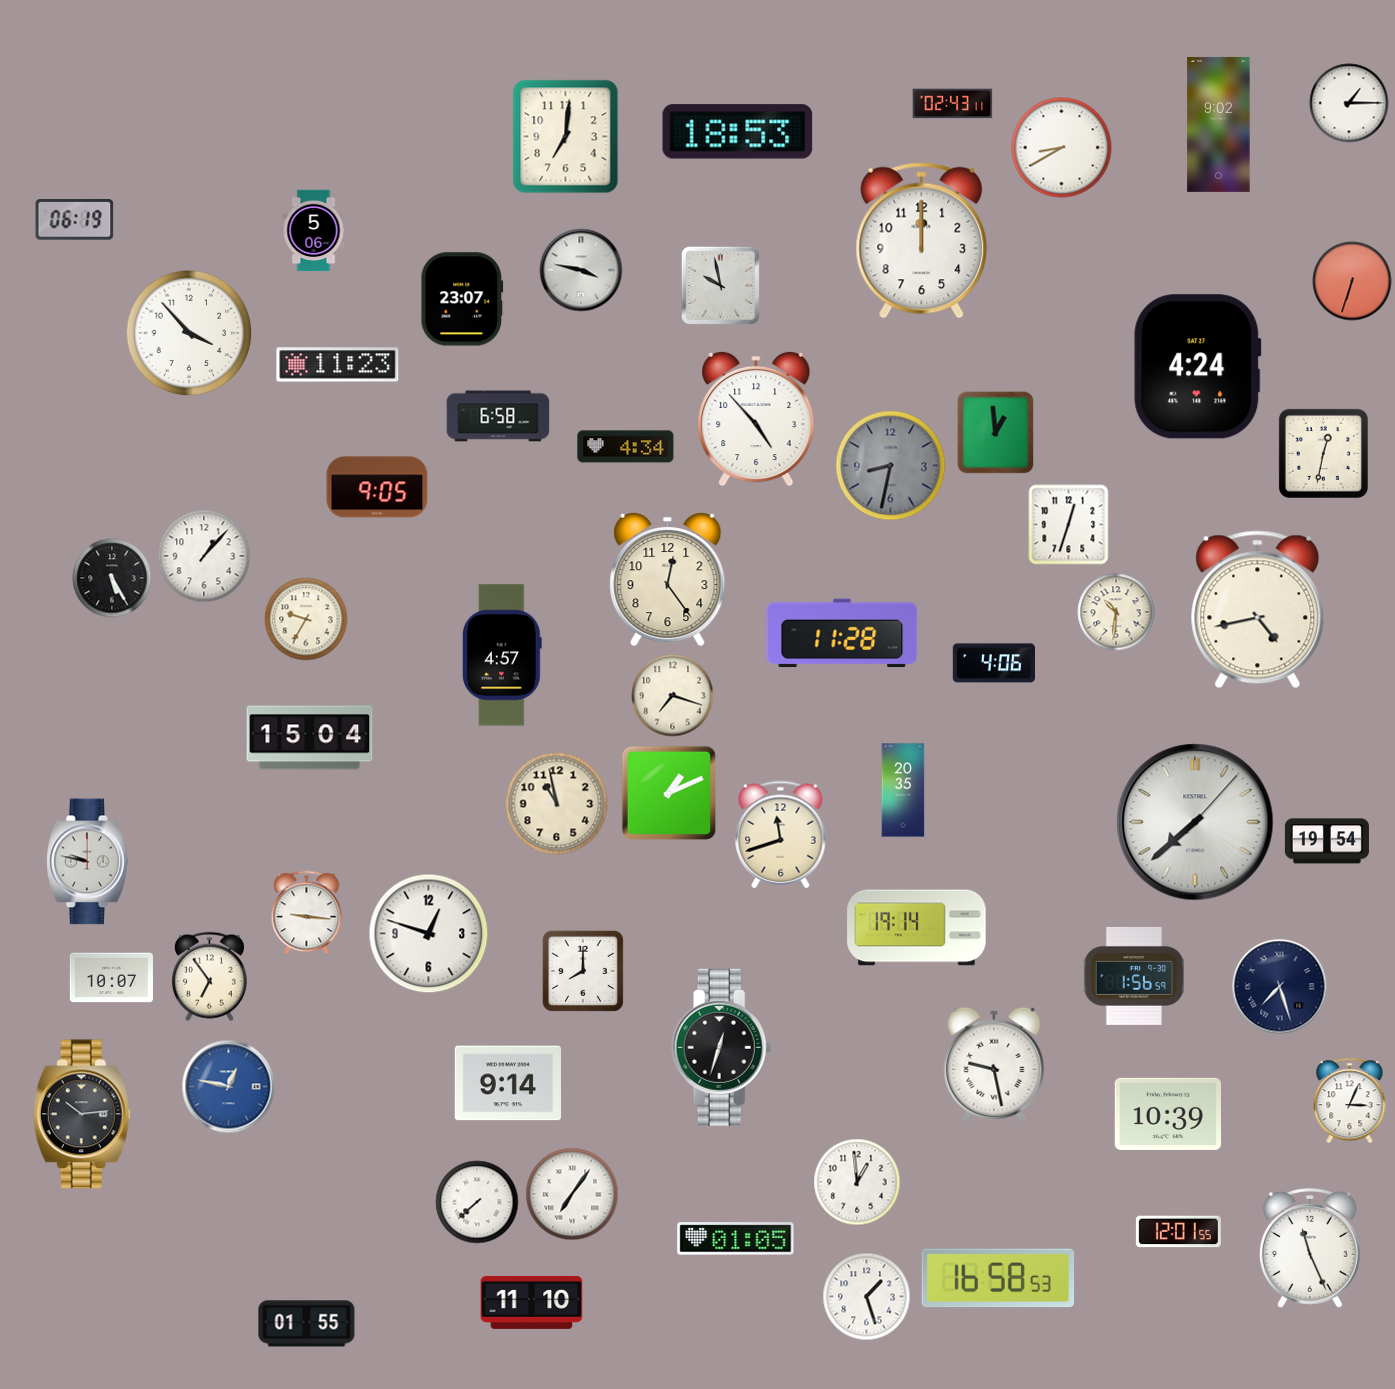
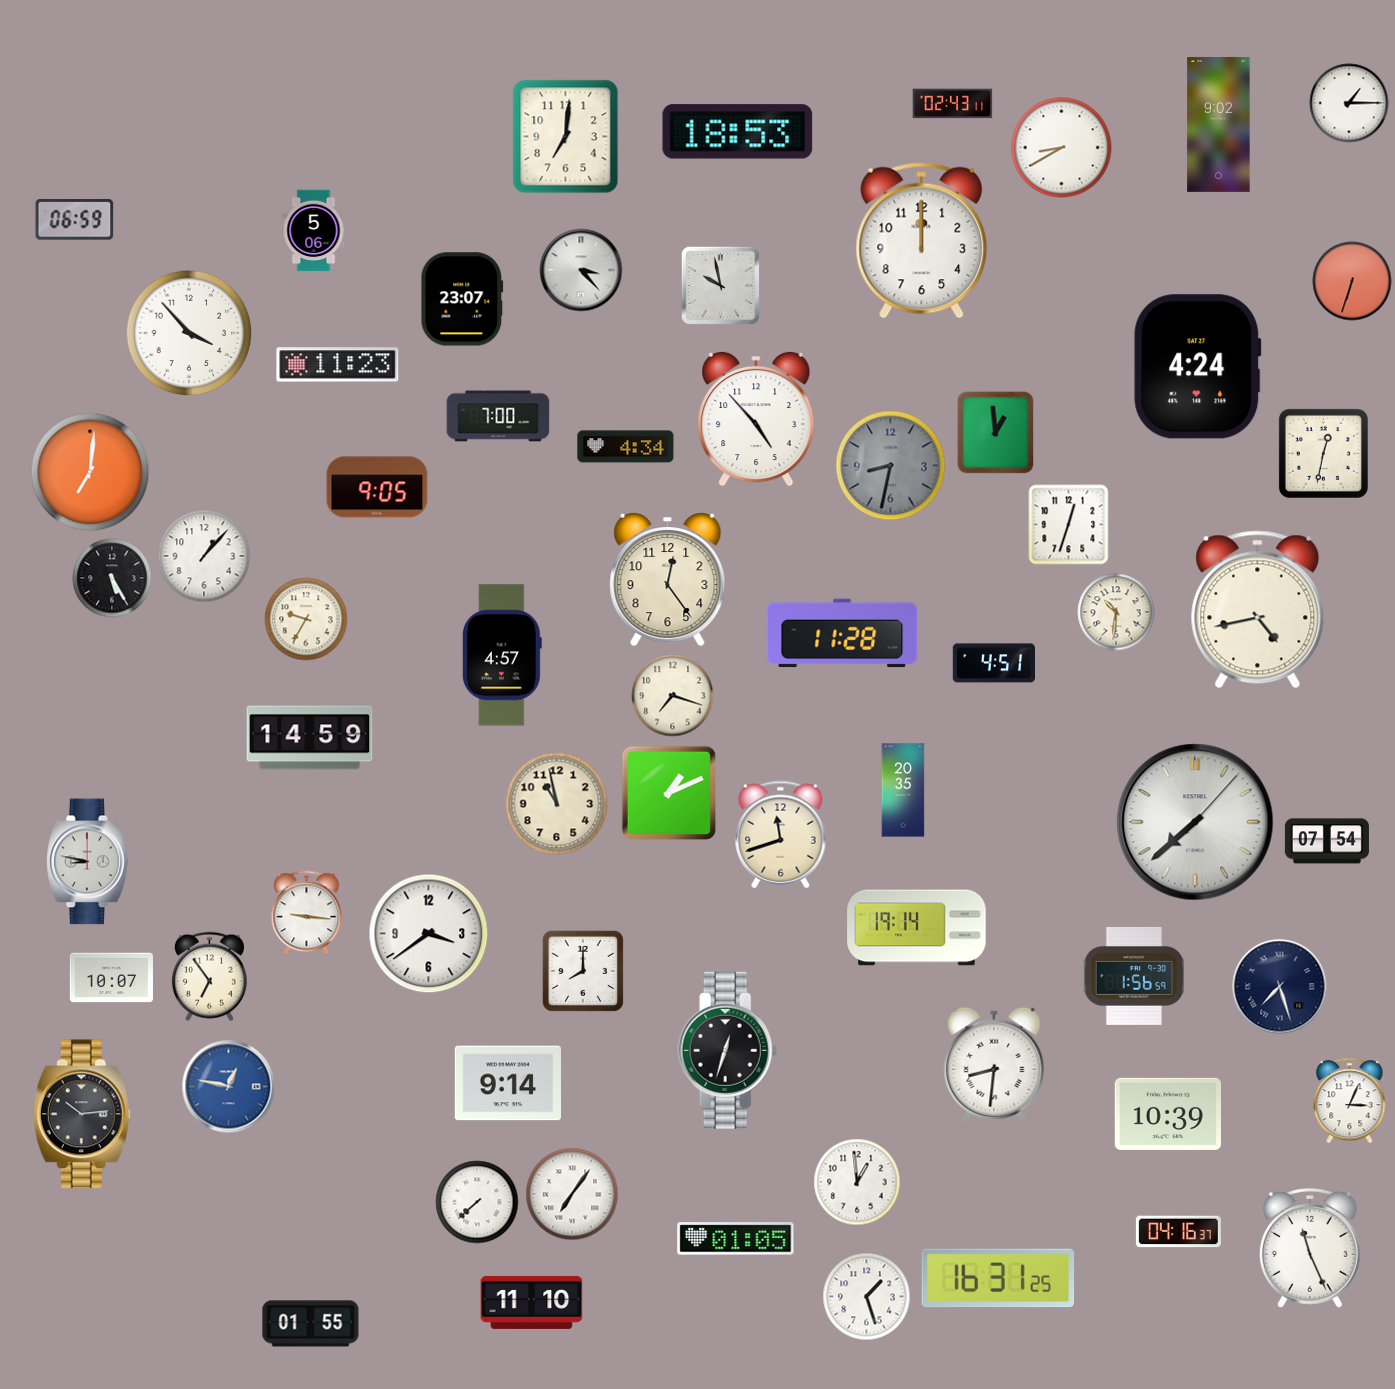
clock at (75, 220): 06:19 -> 06:59
clock at (581, 270): 3:47 -> 3:23
clock at (498, 416): 6:58 -> 7:00
clock at (90, 472): none -> 7:01
clock at (993, 663): 4:06 -> 4:51
clock at (310, 738): 15:04 -> 14:59
clock at (1327, 841): 19:54 -> 07:54
clock at (88, 862): 9:47 -> 8:47
clock at (429, 934): 12:48 -> 3:39
clock at (722, 1047) position: (722, 1047) -> (728, 1050)
clock at (994, 1065): 9:28 -> 8:31
clock at (1178, 1232): 12:01 -> 04:16
clock at (998, 1278): 16:58 -> 16:31
clock at (307, 1324) position: (307, 1324) -> (311, 1324)
